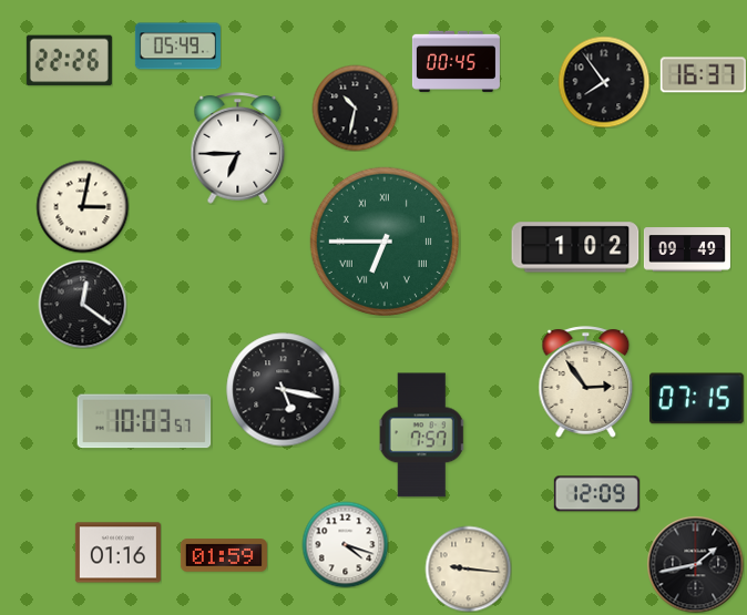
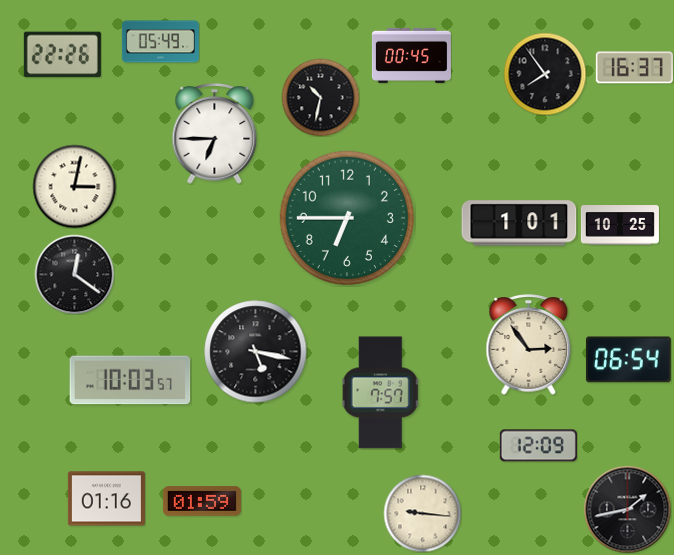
clock at (385, 242) numerals: Roman -> Arabic
clock at (575, 247): 1:02 -> 1:01
clock at (687, 249): 09:49 -> 10:25
clock at (696, 399): 07:15 -> 06:54
clock at (345, 544): 4:18 -> none
